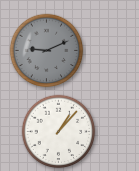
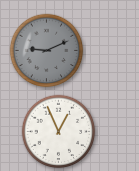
clock at (59, 132): 1:07 -> 12:56
